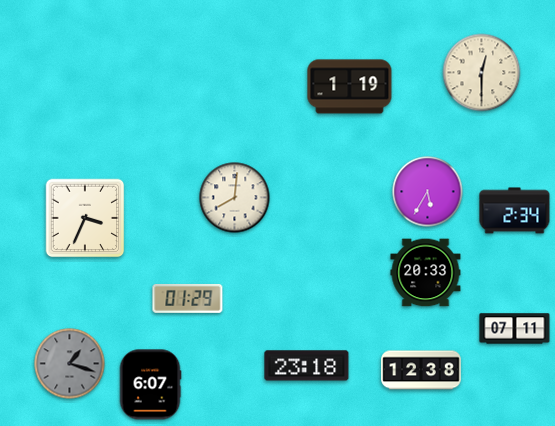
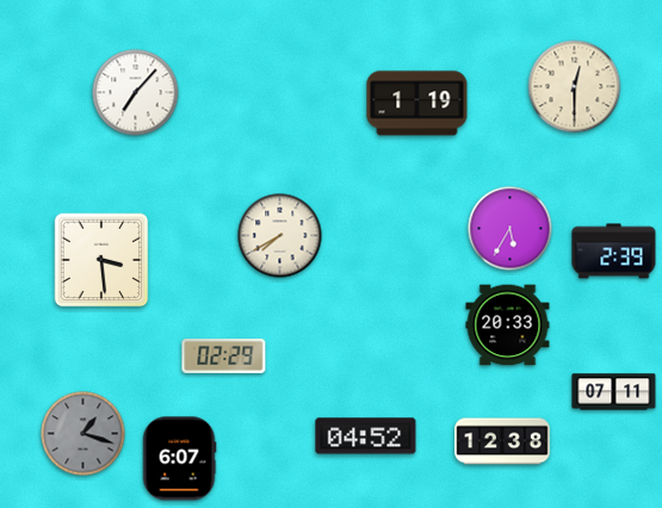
clock at (136, 93): none -> 7:07
clock at (235, 198): 8:01 -> 7:40
clock at (515, 211): 2:34 -> 2:39
clock at (85, 218): 3:34 -> 3:29
clock at (188, 298): 01:29 -> 02:29
clock at (307, 366): 23:18 -> 04:52
